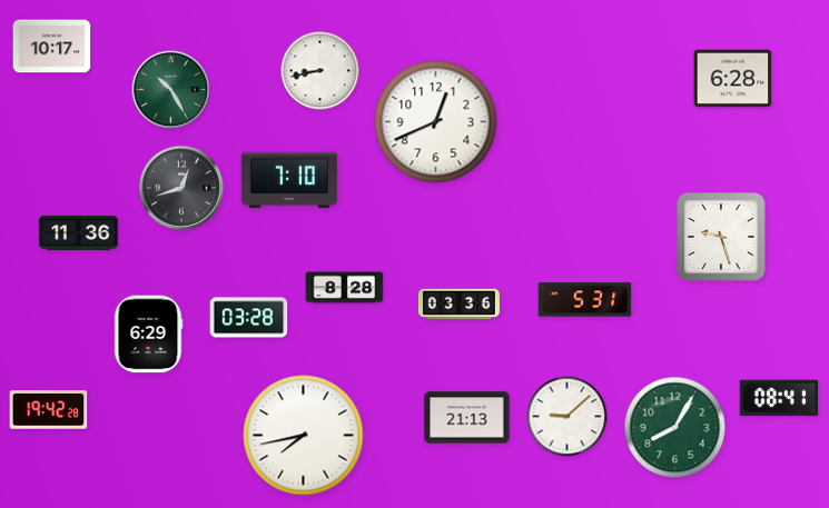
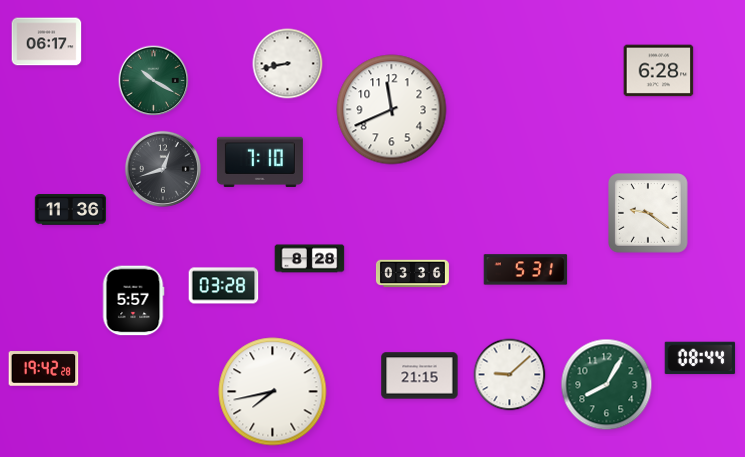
clock at (52, 47): 10:17 -> 06:17
clock at (171, 90): 10:25 -> 10:20
clock at (436, 122): 12:41 -> 11:41
clock at (722, 238): 9:27 -> 9:21
clock at (148, 335): 6:29 -> 5:57
clock at (779, 398): 08:41 -> 08:44
clock at (467, 418): 21:13 -> 21:15
